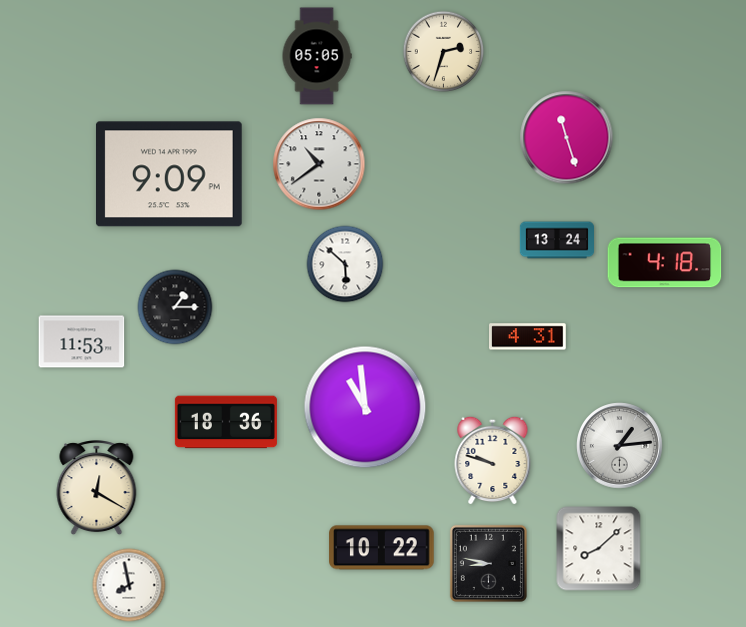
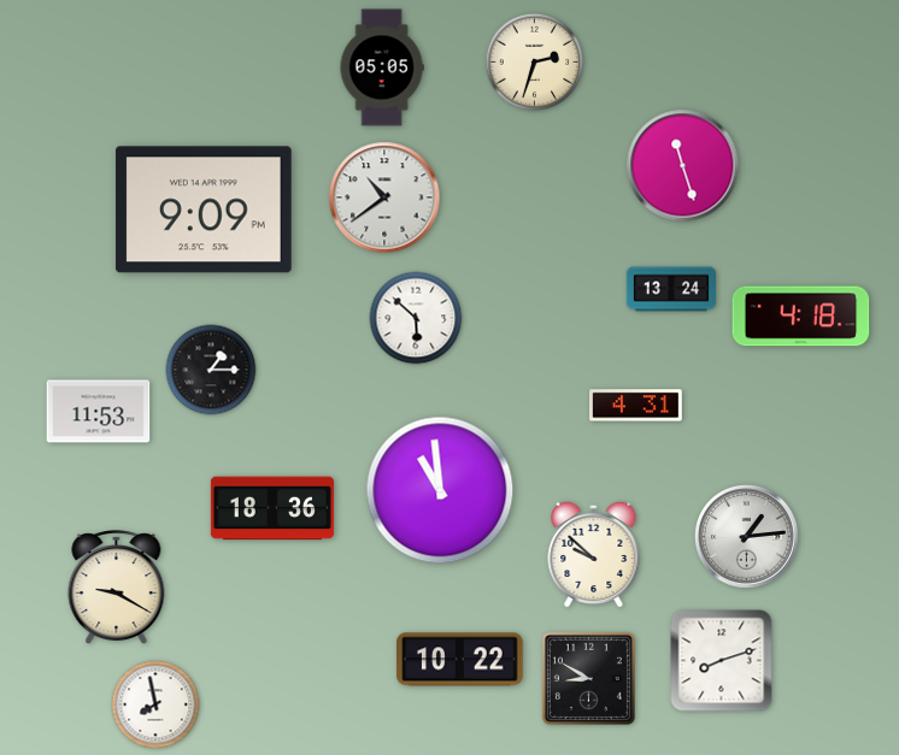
clock at (493, 460): 9:48 -> 9:52
clock at (97, 488): 12:20 -> 9:20
clock at (599, 549): 8:08 -> 8:12
clock at (488, 563): 8:47 -> 8:50
